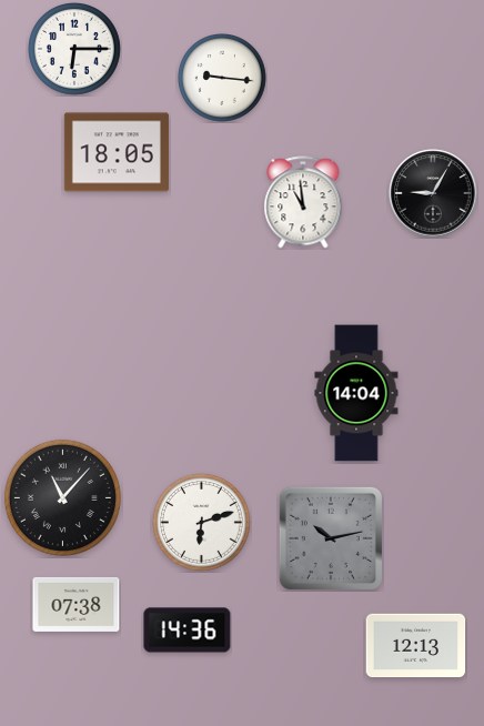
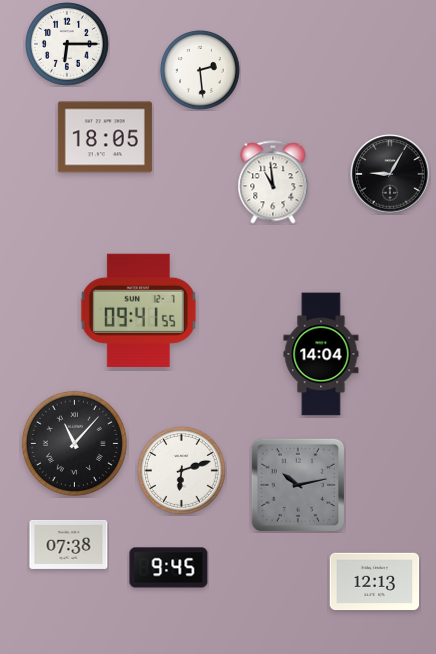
clock at (222, 78): 9:16 -> 2:29
clock at (138, 310): none -> 09:41
clock at (62, 497) position: (62, 497) -> (74, 443)
clock at (188, 631): 14:36 -> 9:45
